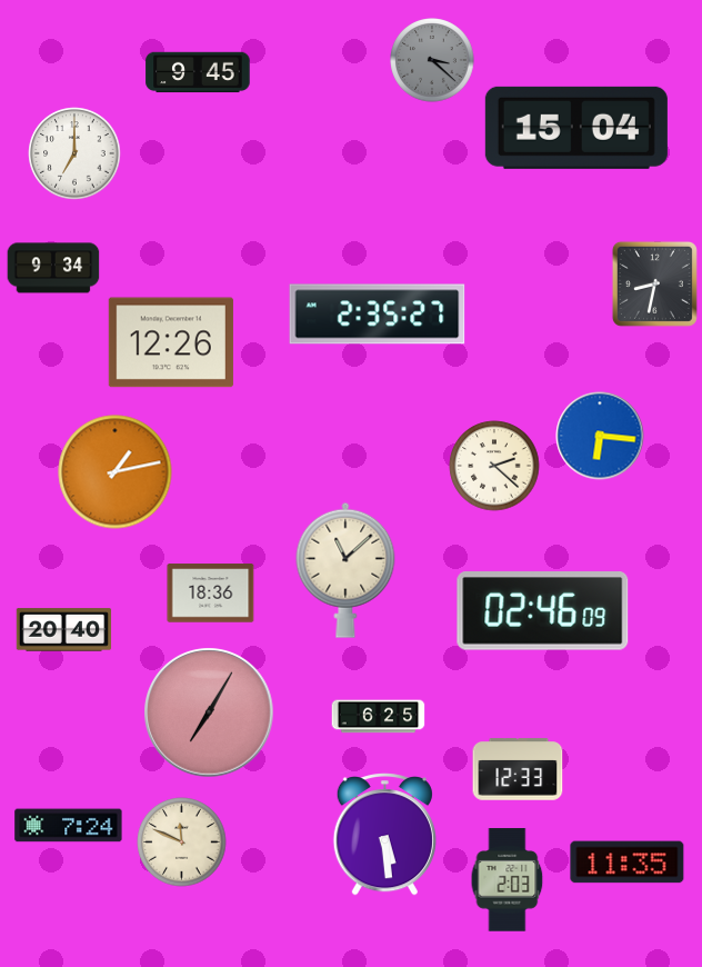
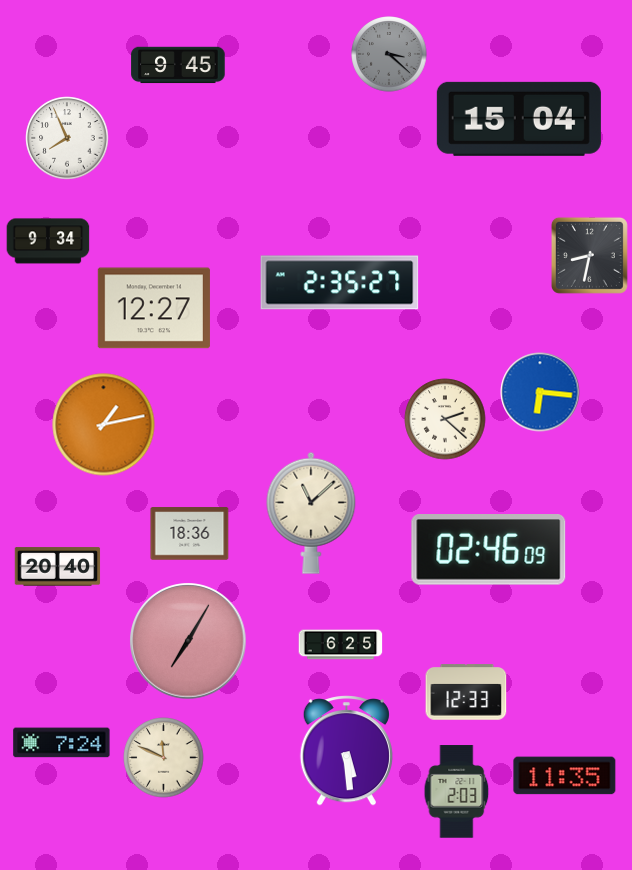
clock at (576, 128) position: (576, 128) -> (519, 119)
clock at (74, 153): 7:00 -> 7:56
clock at (171, 342): 12:26 -> 12:27
